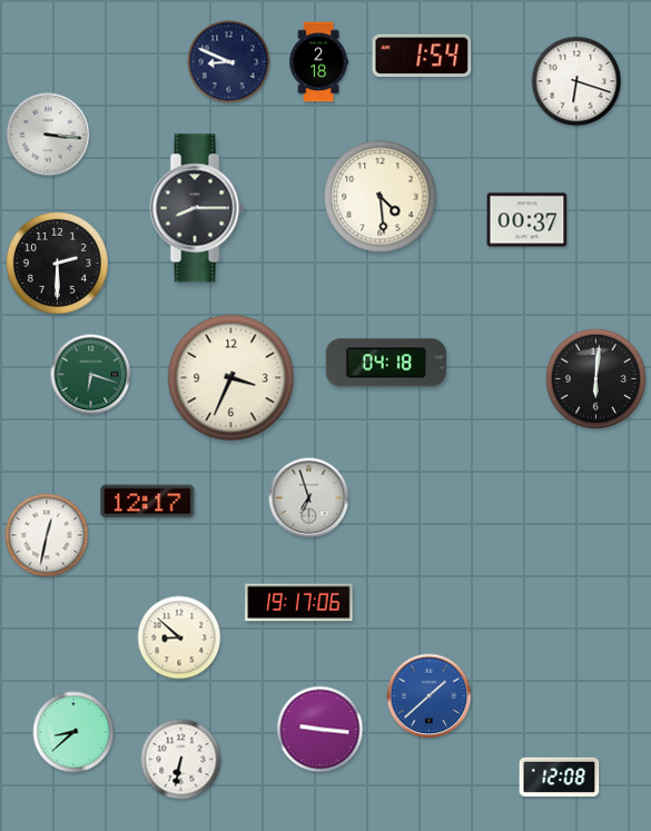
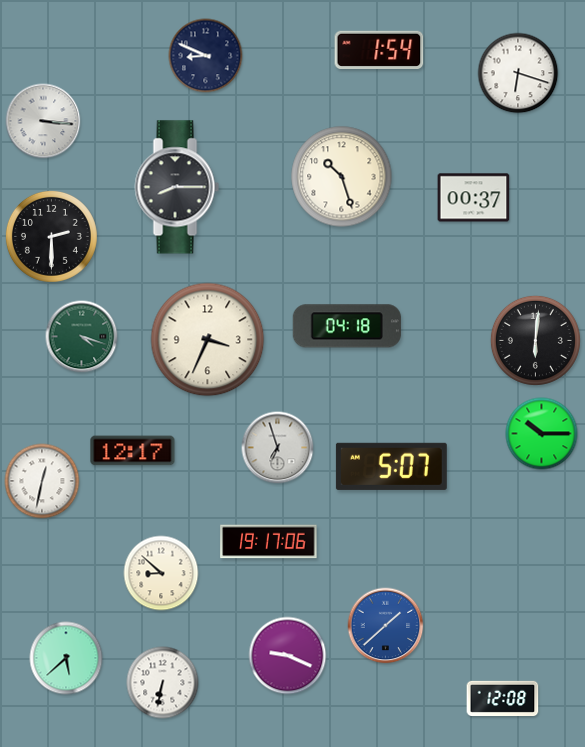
clock at (318, 62): 2:18 -> none
clock at (381, 197): 4:29 -> 10:27
clock at (91, 375): 6:18 -> 4:18
clock at (542, 434): none -> 10:15
clock at (391, 466): none -> 5:07
clock at (320, 730): 9:16 -> 9:19
clock at (73, 732): 8:38 -> 5:38
